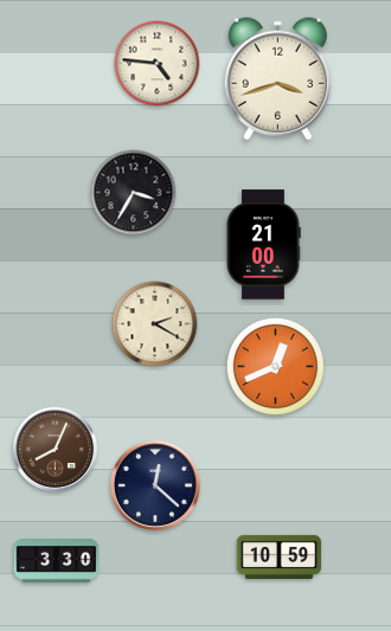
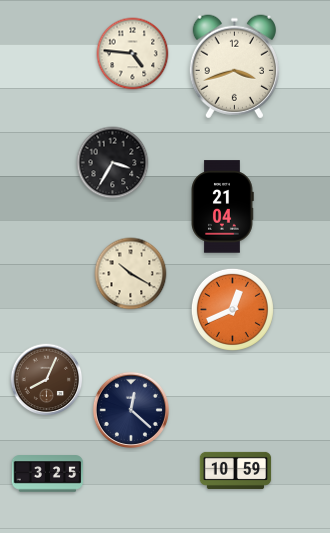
clock at (263, 245): 21:00 -> 21:04
clock at (155, 324): 2:20 -> 10:20
clock at (57, 561): 3:30 -> 3:25
